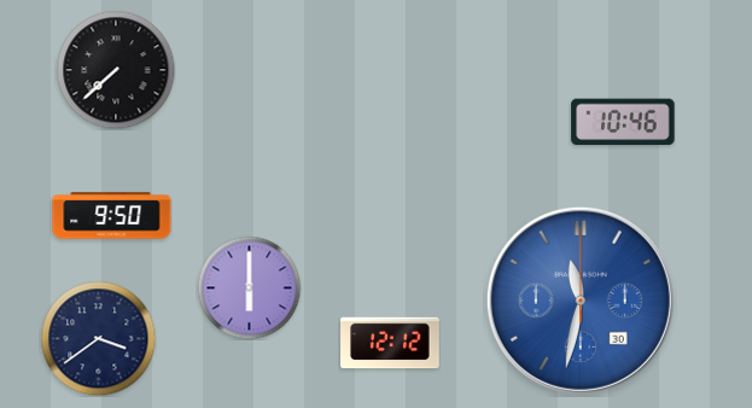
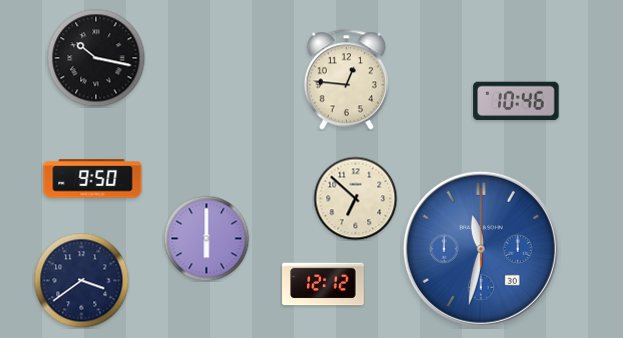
clock at (116, 70): 7:38 -> 10:17
clock at (346, 80): none -> 12:46
clock at (355, 198): none -> 6:52
